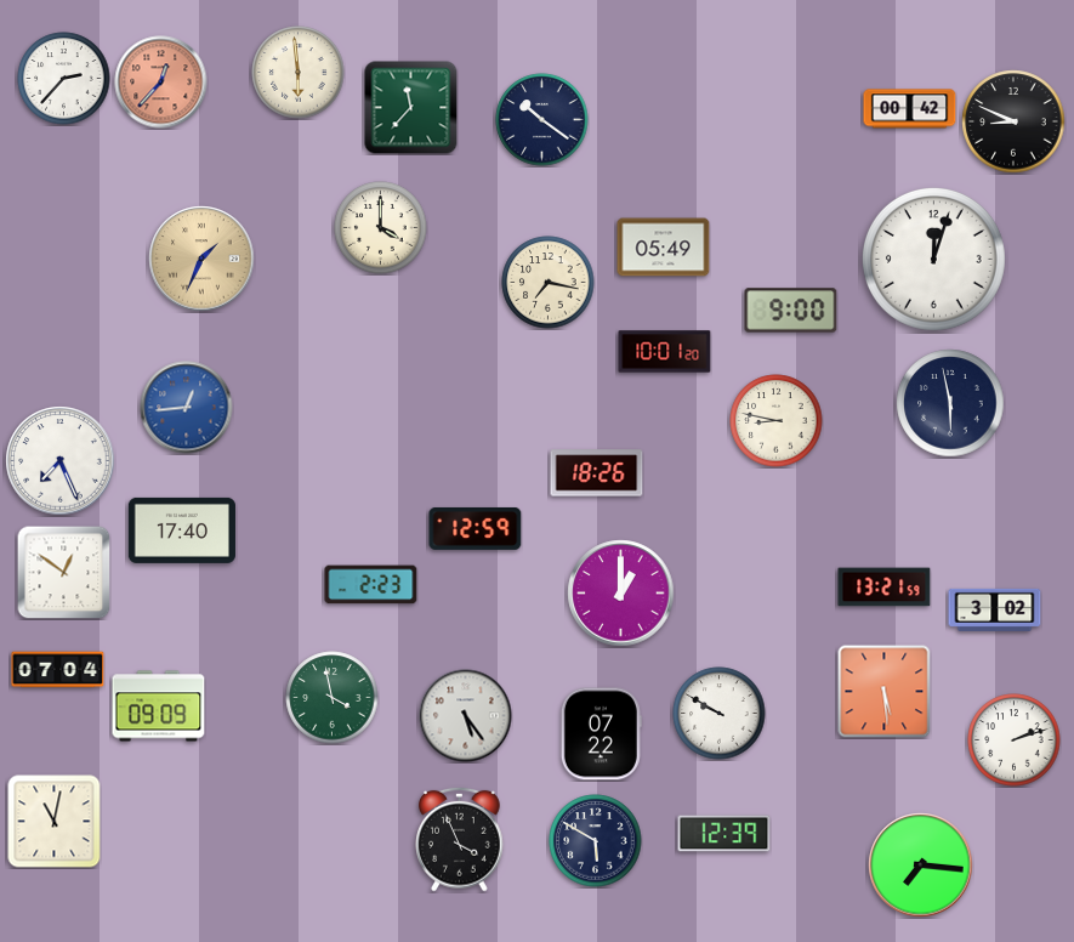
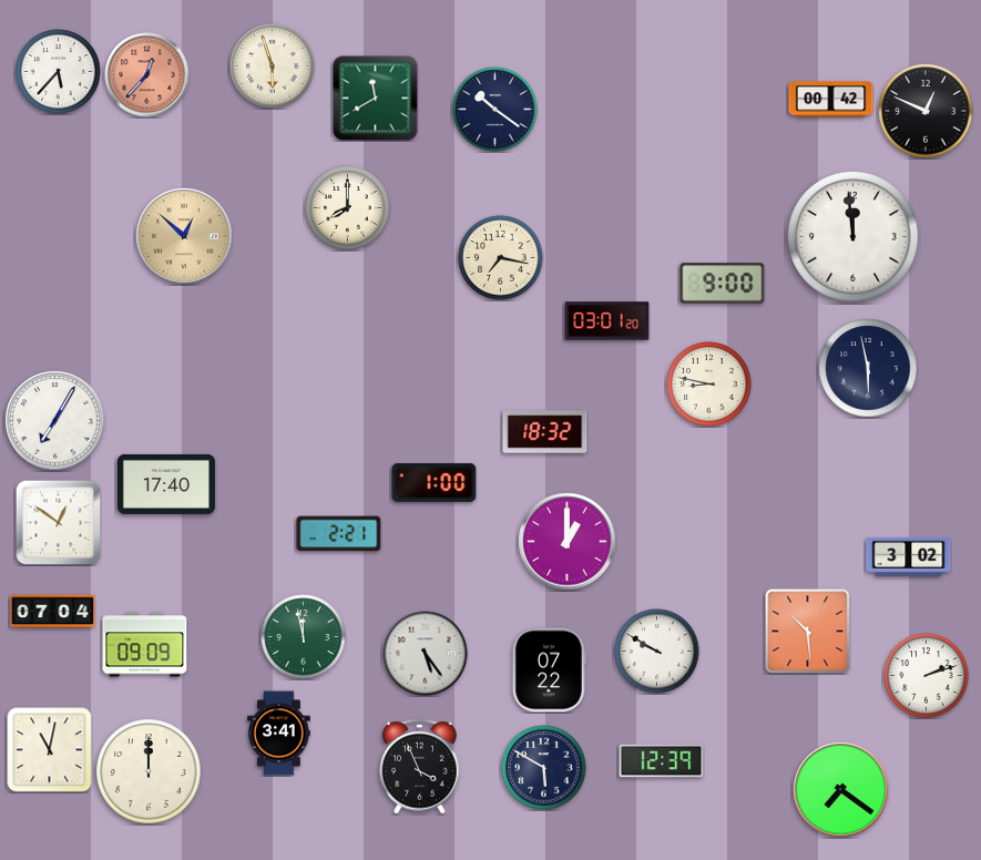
clock at (299, 73): 5:59 -> 5:57
clock at (64, 79): 2:37 -> 5:37
clock at (411, 108): 11:37 -> 11:40
clock at (1013, 121): 8:49 -> 12:49
clock at (381, 228): 4:00 -> 8:00
clock at (664, 248): 05:49 -> none
clock at (201, 259): 1:34 -> 12:52
clock at (933, 259): 12:03 -> 11:59
clock at (665, 352): 10:01 -> 03:01
clock at (187, 408): 12:44 -> none
clock at (61, 461): 7:26 -> 7:05
clock at (597, 473): 18:26 -> 18:32
clock at (476, 528): 12:59 -> 1:00
clock at (371, 585): 2:23 -> 2:21
clock at (885, 588): 13:21 -> none
clock at (885, 692): 5:29 -> 10:29
clock at (333, 698): 3:58 -> 11:58
clock at (279, 734): none -> 3:41
clock at (149, 771): none -> 12:00
clock at (921, 866): 7:16 -> 7:21
